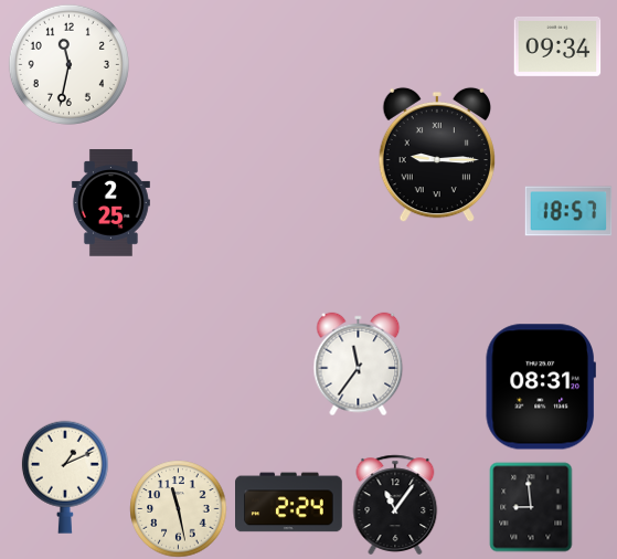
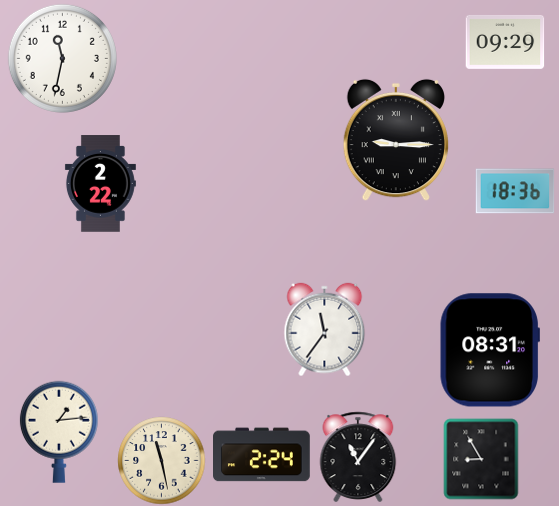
clock at (557, 46): 09:34 -> 09:29
clock at (110, 203): 2:25 -> 2:22
clock at (568, 211): 18:57 -> 18:36
clock at (65, 477): 1:11 -> 1:14
clock at (531, 507): 8:59 -> 8:55
